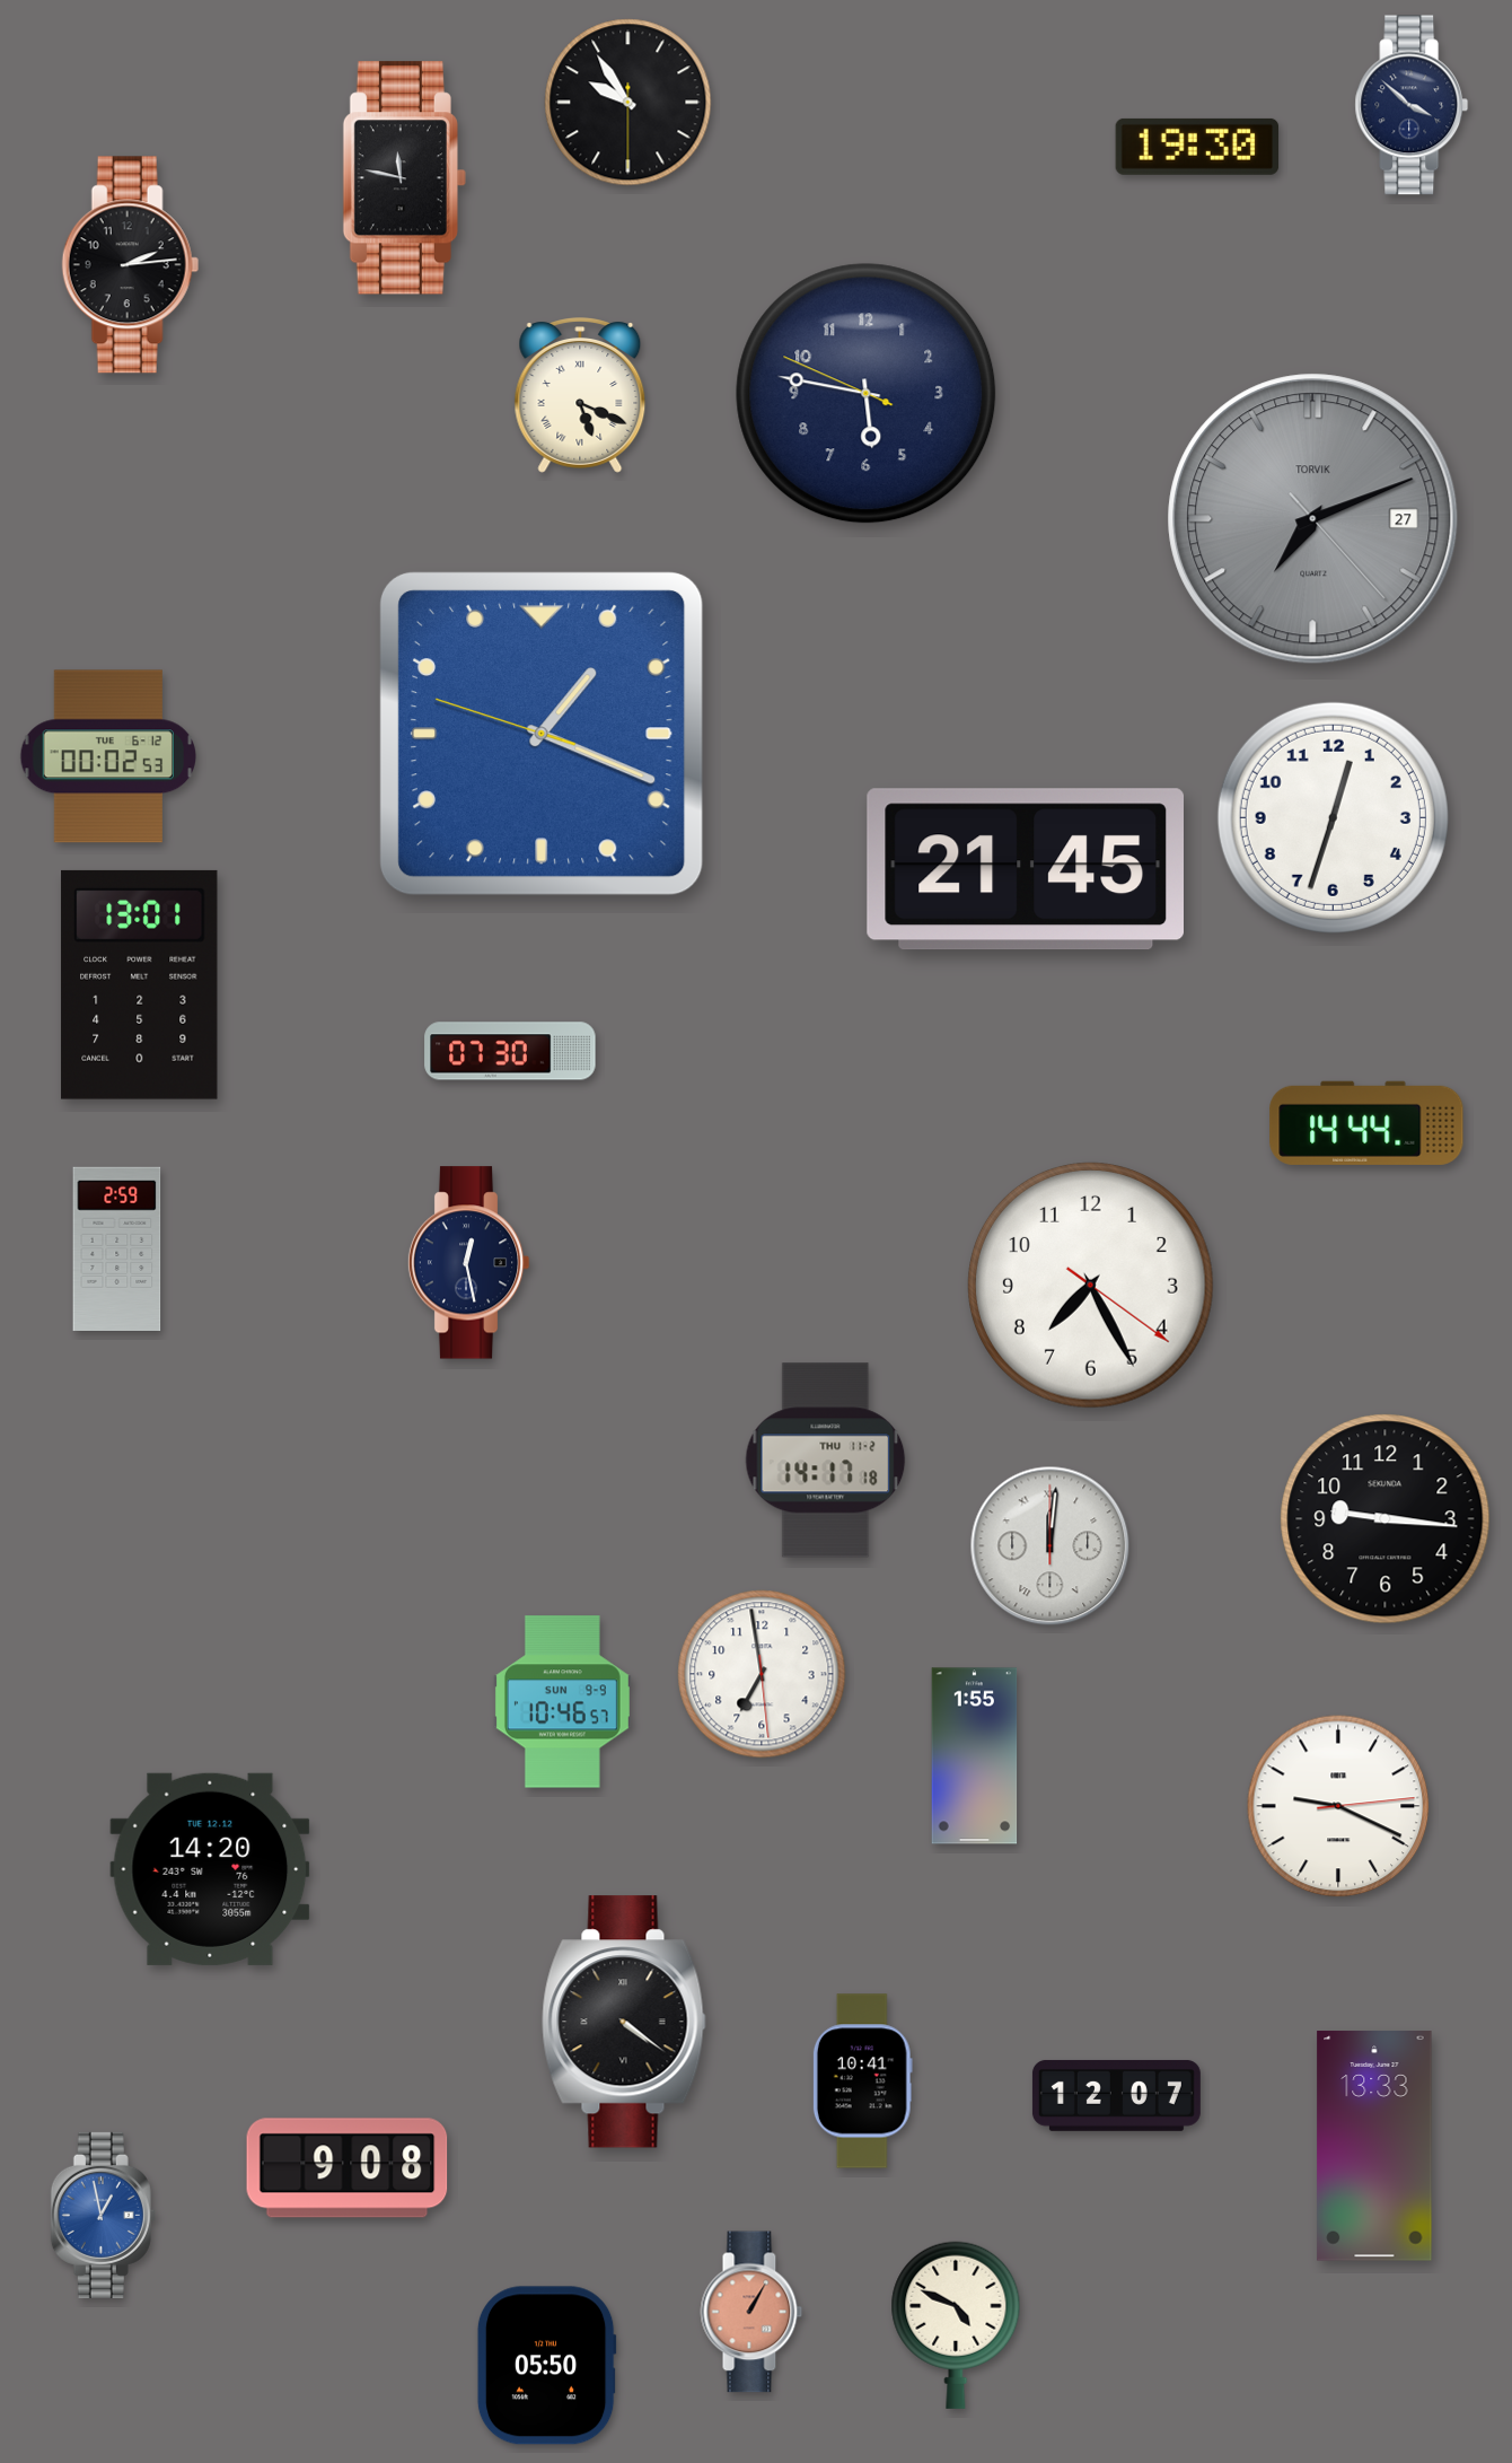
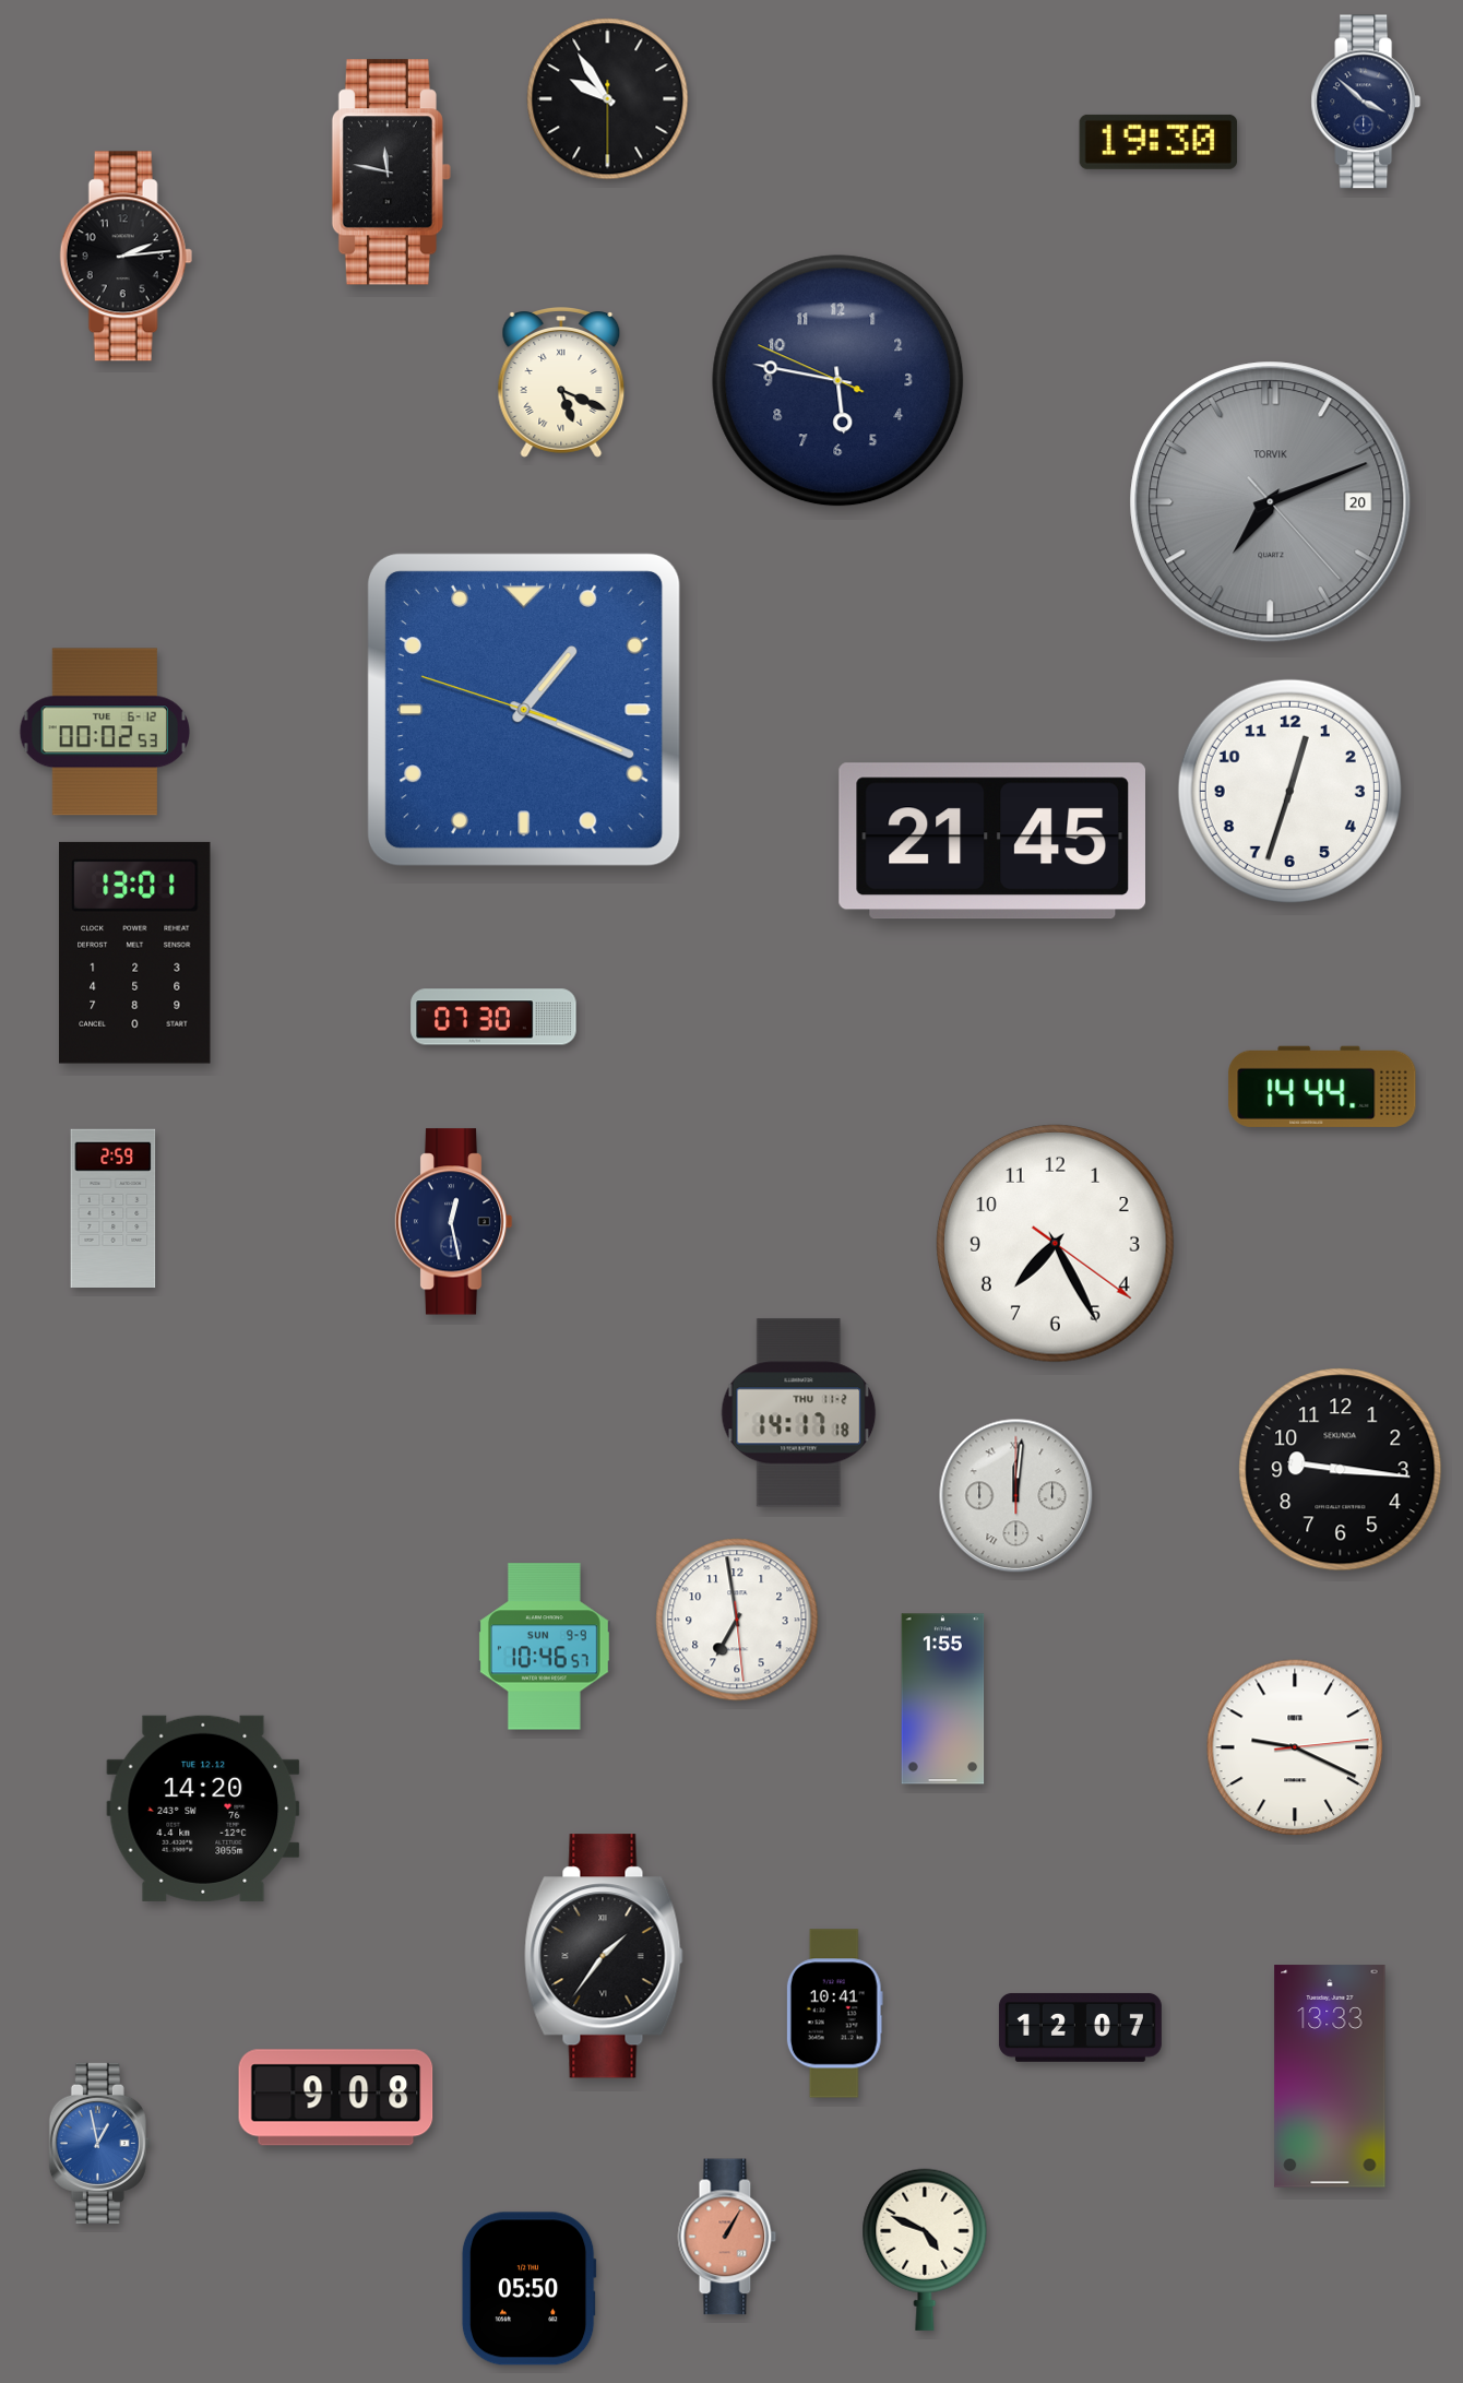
clock at (1313, 519) date: 27 -> 20
clock at (624, 2022): 4:21 -> 1:36
